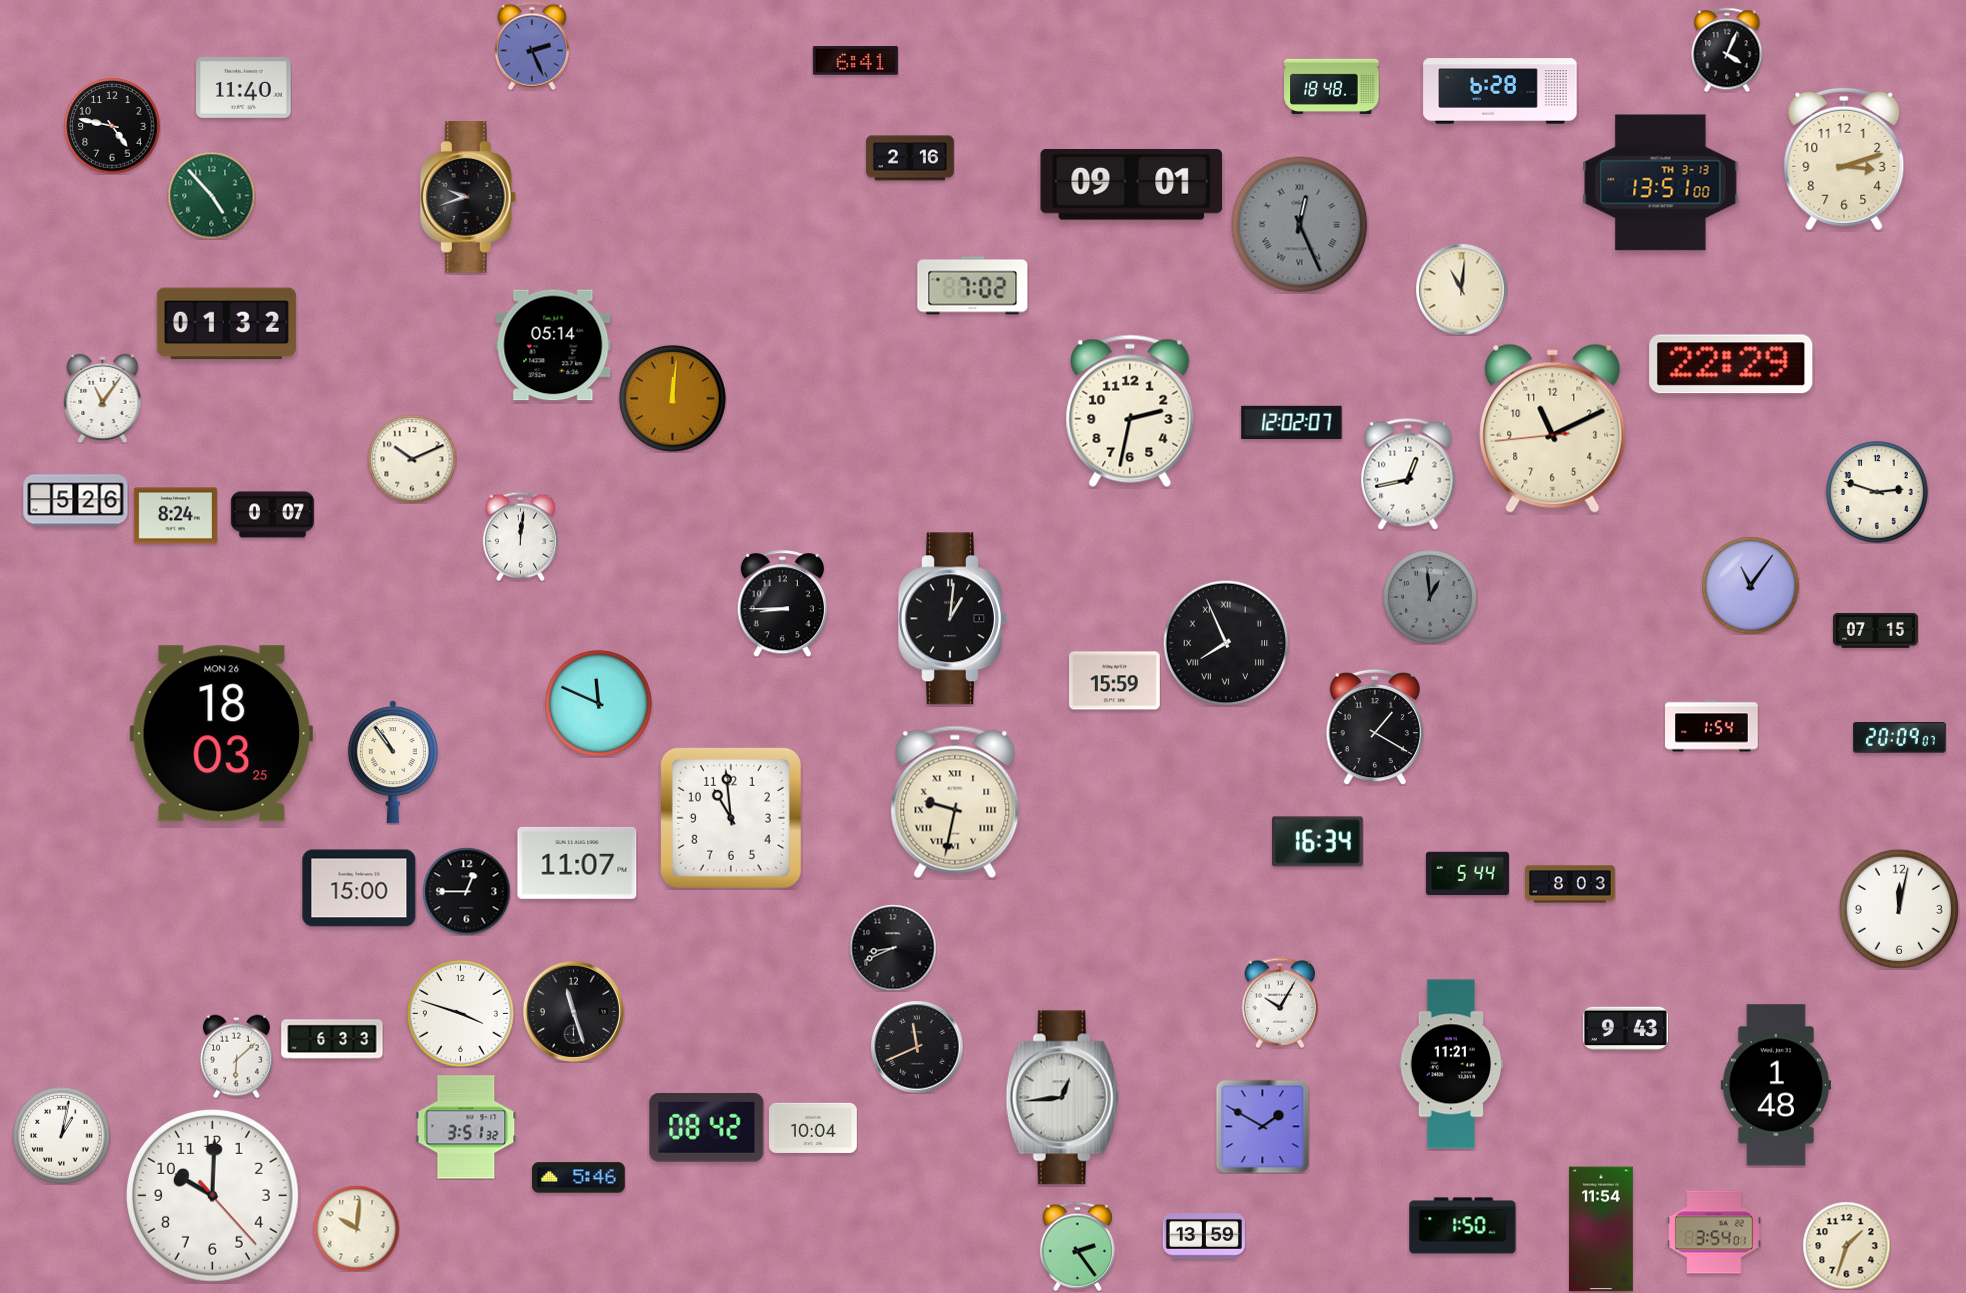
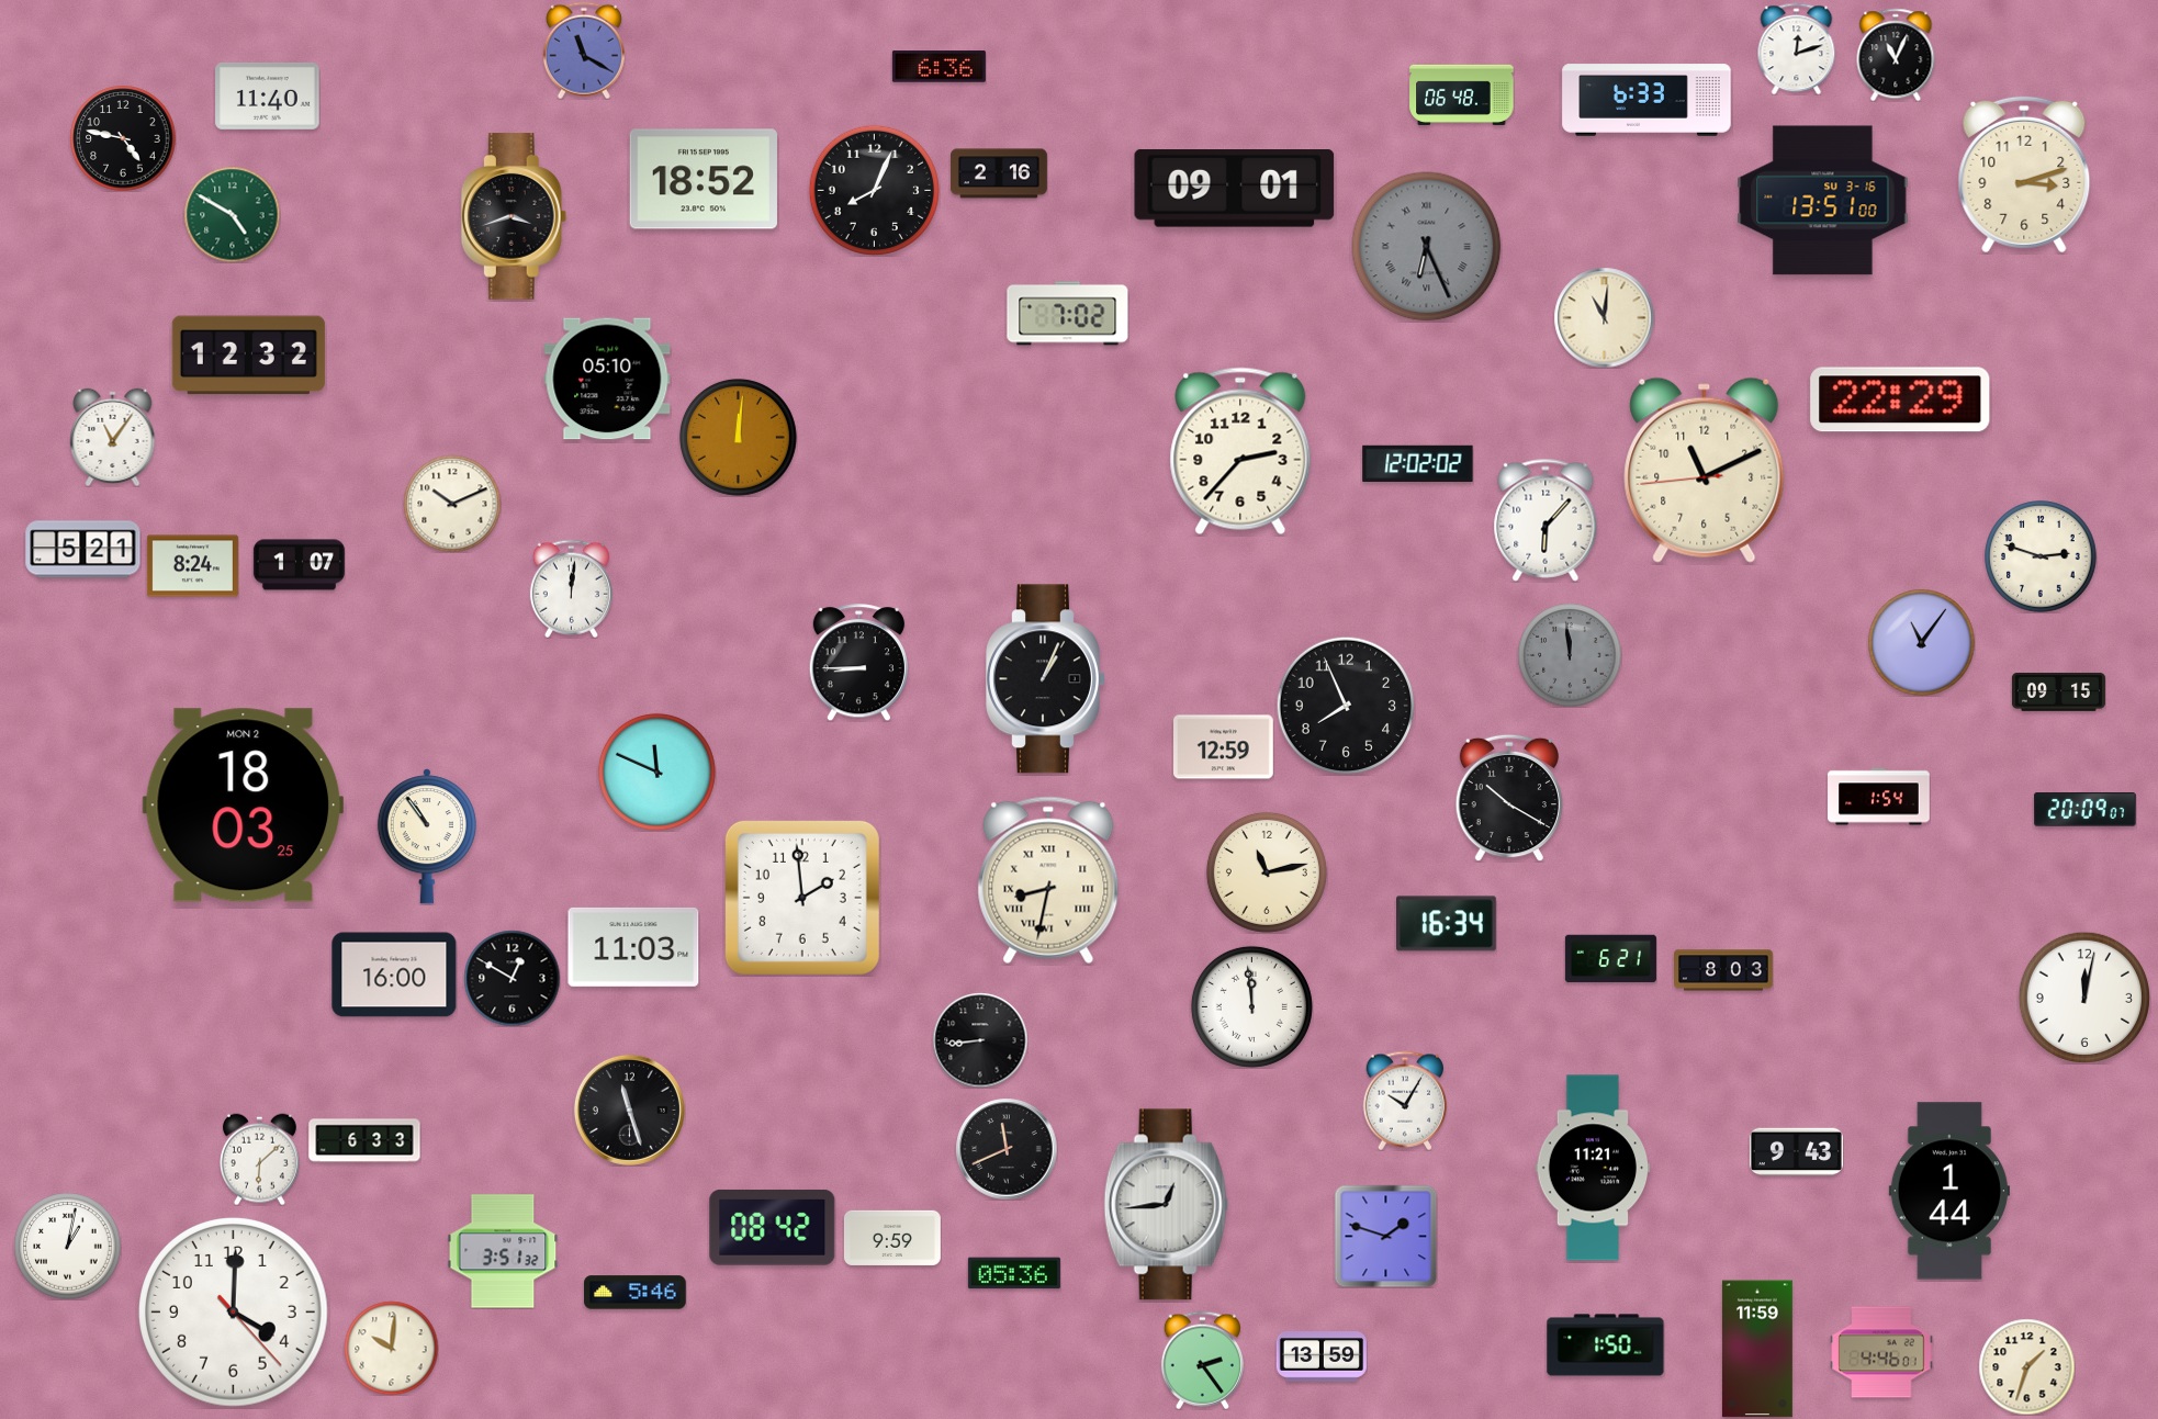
clock at (1797, 48): none -> 12:12
clock at (532, 46): 2:26 -> 11:20
clock at (1727, 50): 4:04 -> 11:04
clock at (855, 61): 6:41 -> 6:36
clock at (1332, 86): 18:48 -> 06:48
clock at (1500, 91): 6:28 -> 6:33
clock at (704, 179): none -> 18:52
clock at (874, 190): none -> 8:04
clock at (1661, 183) date: TH 3-13 -> SU 3-16
clock at (1132, 185) position: (1132, 185) -> (1235, 189)
clock at (211, 195): 4:53 -> 4:50
clock at (468, 197): 9:42 -> 3:42
clock at (1300, 225): 12:26 -> 6:26
clock at (226, 324): 01:32 -> 12:32
clock at (553, 345): 05:14 -> 05:10
clock at (1130, 411): 2:32 -> 2:37
clock at (1292, 423): 12:02:07 -> 12:02:02
clock at (1408, 474): 12:43 -> 6:07
clock at (1877, 492) position: (1877, 492) -> (2041, 556)
clock at (76, 501): 5:26 -> 5:21
clock at (272, 515): 0:07 -> 1:07
clock at (1430, 597): 12:59 -> 11:59
clock at (953, 619): 1:01 -> 1:04
clock at (1875, 630): 07:15 -> 09:15
clock at (1226, 643) numerals: Roman -> Arabic
clock at (1115, 681): 15:59 -> 12:59
clock at (1374, 727): 1:20 -> 10:20
clock at (222, 734) date: MON 26 -> MON 2
clock at (393, 762) position: (393, 762) -> (427, 836)
clock at (1267, 872): none -> 11:13
clock at (955, 802): 9:32 -> 8:32
clock at (731, 818): 10:59 -> 1:59
clock at (577, 863): 11:07 -> 11:03
clock at (1467, 874): 5:44 -> 6:21
clock at (359, 888): 15:00 -> 16:00
clock at (466, 891): 12:45 -> 12:50
clock at (1251, 1006): none -> 11:59
clock at (893, 948): 8:41 -> 8:44
clock at (460, 1013): 3:48 -> none
clock at (1625, 1029) position: (1625, 1029) -> (1796, 1152)
clock at (1776, 1085): 1:48 -> 1:44
clock at (1262, 1126): 1:50 -> 1:48
clock at (466, 1127) position: (466, 1127) -> (503, 1251)
clock at (707, 1127) position: (707, 1127) -> (773, 1227)
clock at (813, 1128): 10:04 -> 9:59
clock at (1014, 1273): none -> 05:36
clock at (213, 1196): 10:00 -> 4:00
clock at (1601, 1229): 11:54 -> 11:59
clock at (1714, 1232): 3:54 -> 4:46
clock at (1077, 1246) position: (1077, 1246) -> (1202, 1360)
